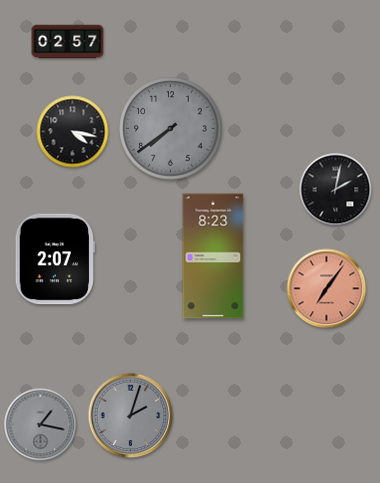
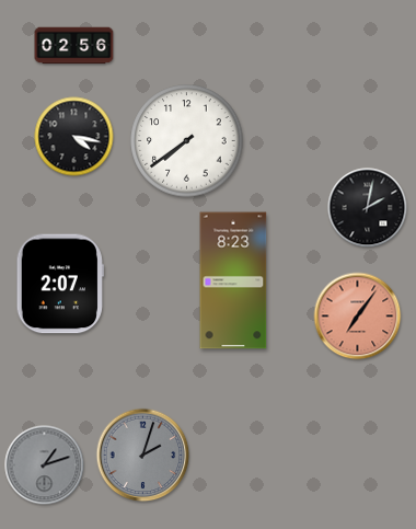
clock at (68, 42): 02:57 -> 02:56
clock at (171, 129) dial: grey -> white
clock at (73, 132) position: (73, 132) -> (74, 137)
clock at (41, 425): 1:17 -> 1:12
